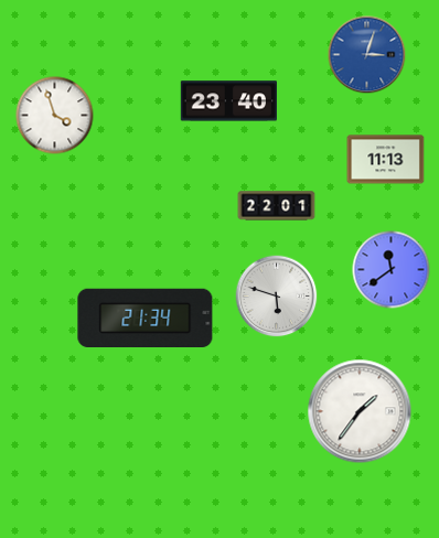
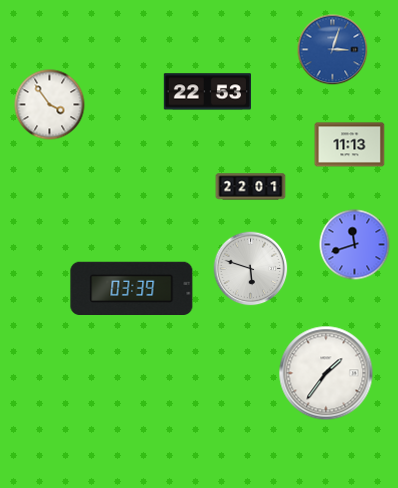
clock at (228, 101): 23:40 -> 22:53
clock at (55, 116): 3:57 -> 3:54
clock at (392, 270): 11:39 -> 11:42
clock at (146, 318): 21:34 -> 03:39
